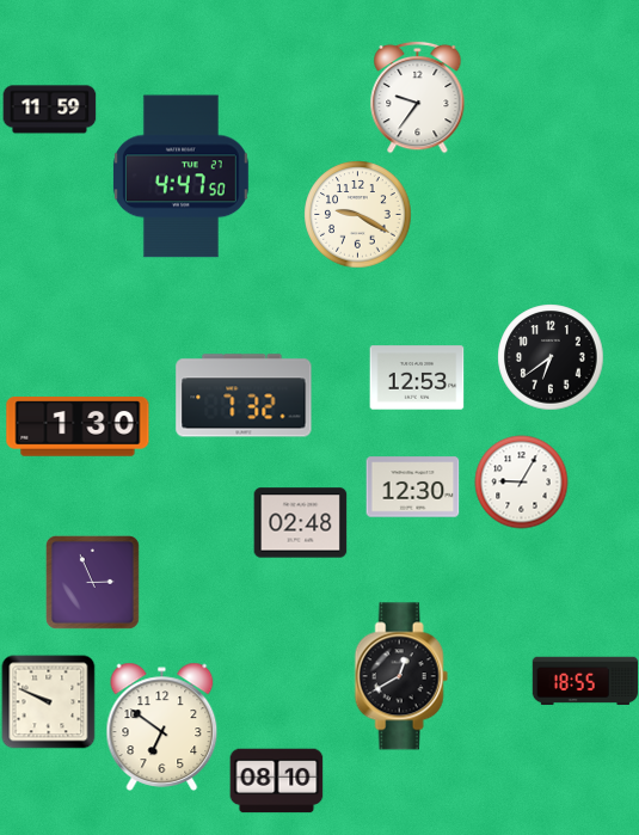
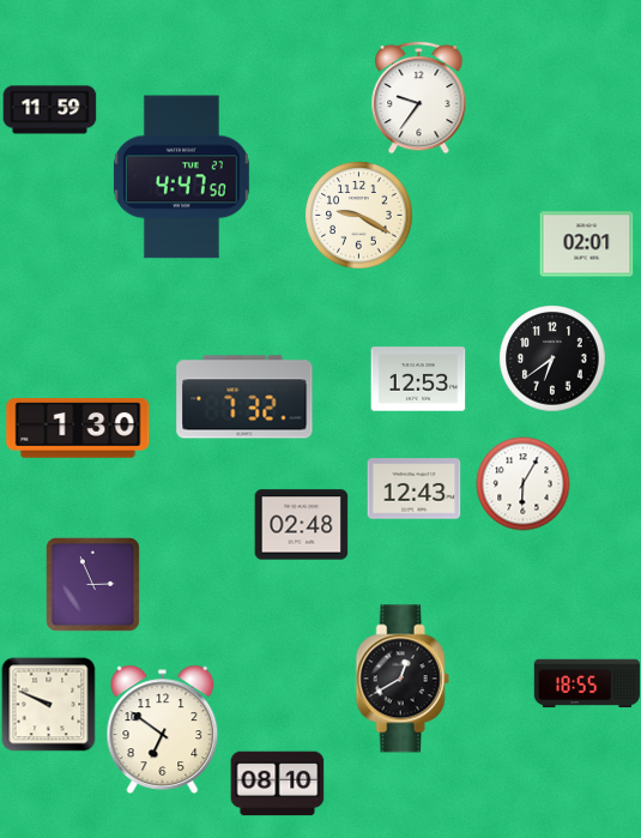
clock at (586, 245): none -> 02:01
clock at (521, 481): 9:05 -> 6:05
clock at (412, 487): 12:30 -> 12:43
